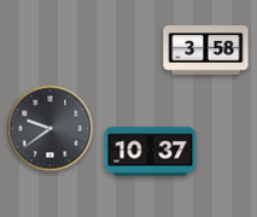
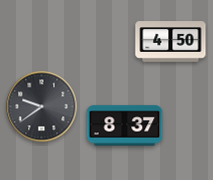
clock at (206, 51): 3:58 -> 4:50
clock at (151, 152): 10:37 -> 8:37
